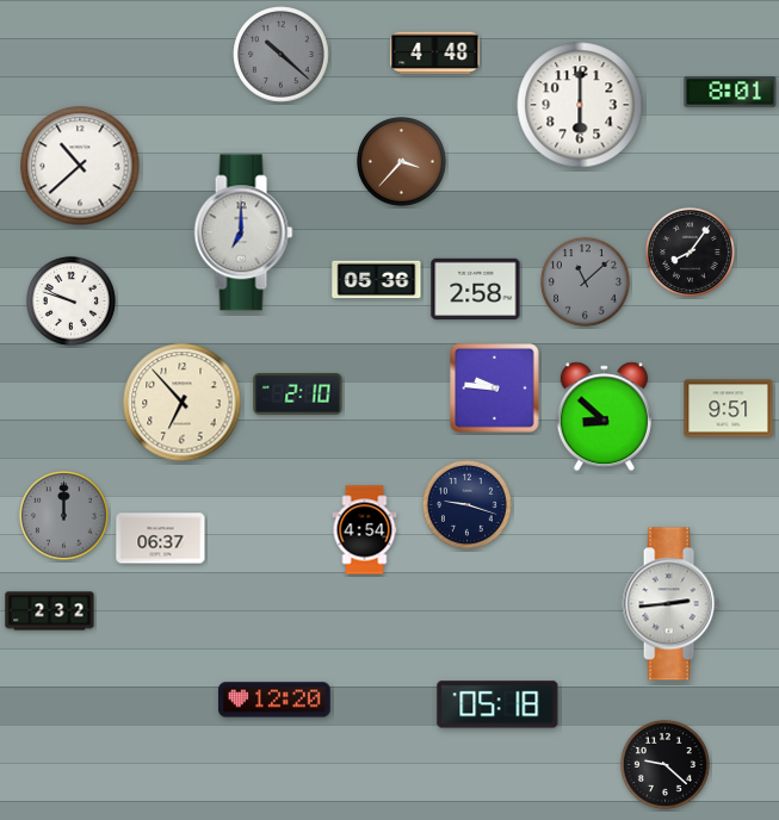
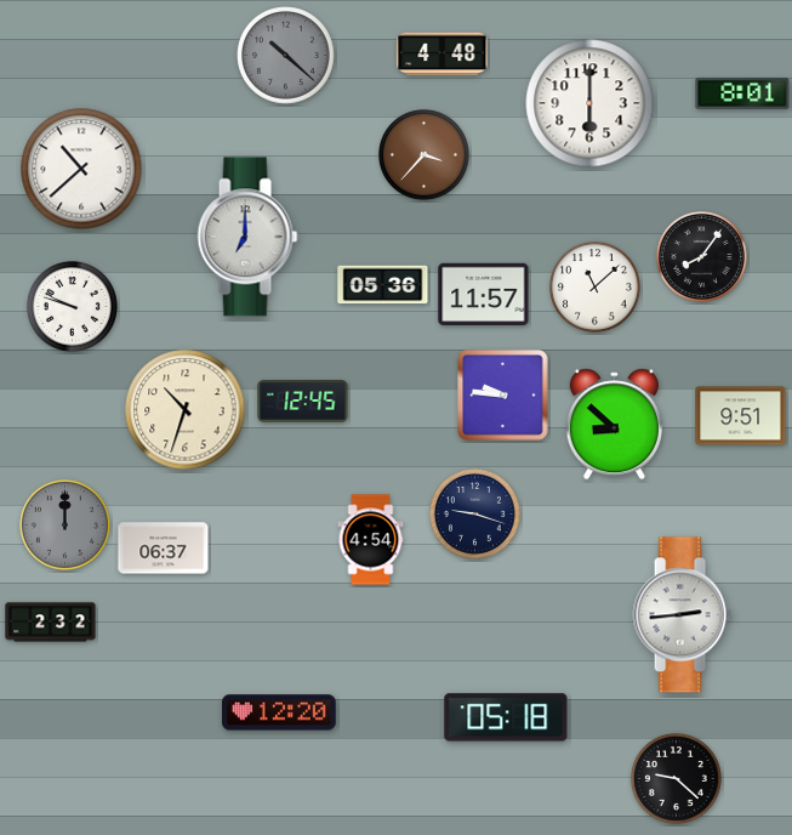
clock at (580, 105) position: (580, 105) -> (589, 103)
clock at (402, 162) position: (402, 162) -> (425, 155)
clock at (586, 282) dial: grey -> white
clock at (476, 288): 2:58 -> 11:57
clock at (298, 395): 2:10 -> 12:45
clock at (183, 403): 6:53 -> 10:33
